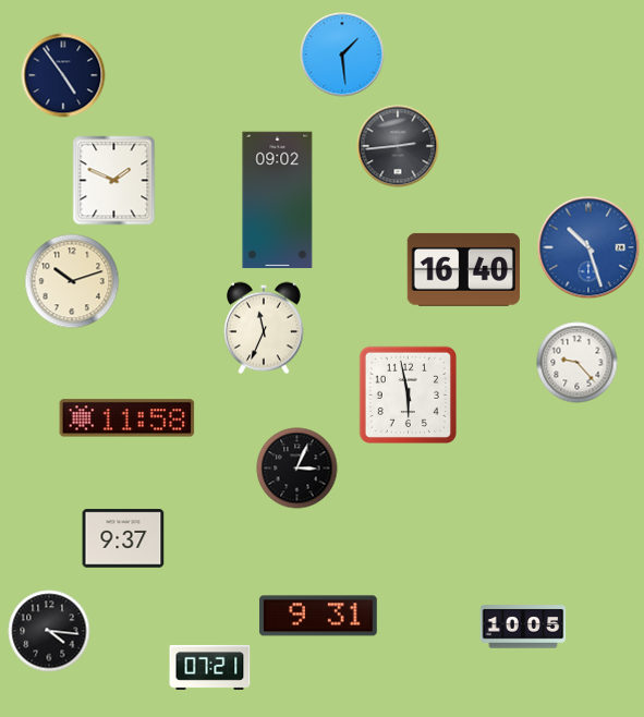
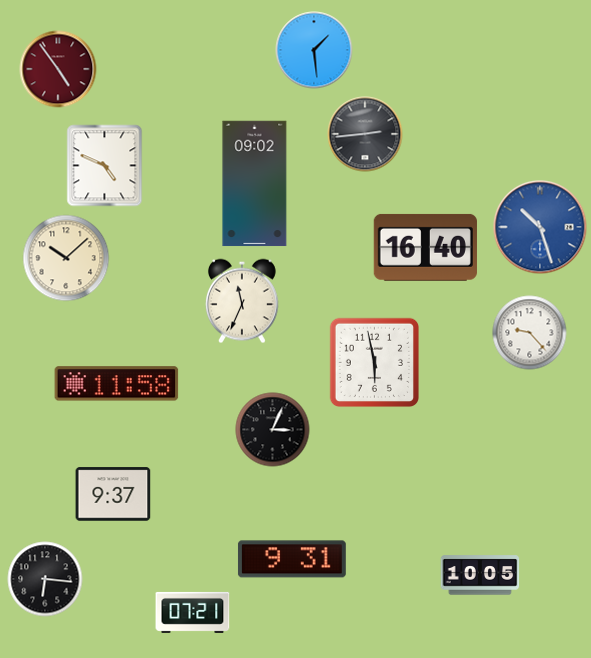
clock at (63, 75) dial: navy -> burgundy
clock at (114, 181): 1:49 -> 4:49
clock at (72, 281): 10:12 -> 10:08
clock at (318, 616) position: (318, 616) -> (292, 559)
clock at (49, 631): 4:16 -> 6:16
